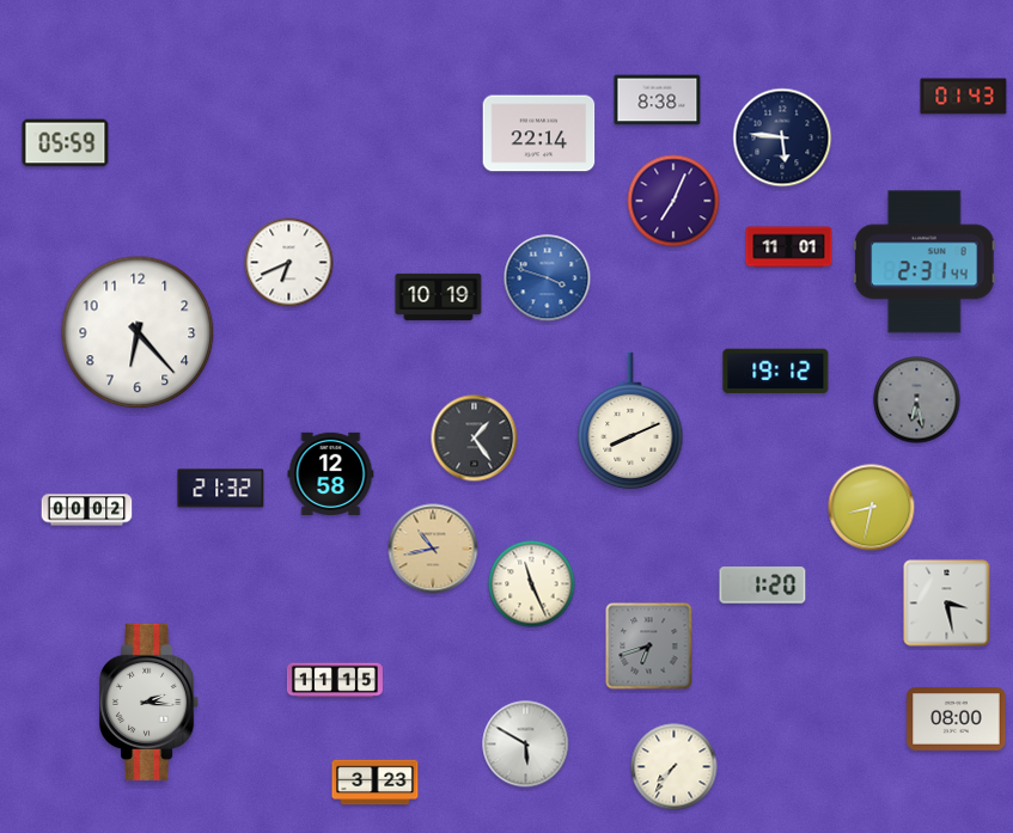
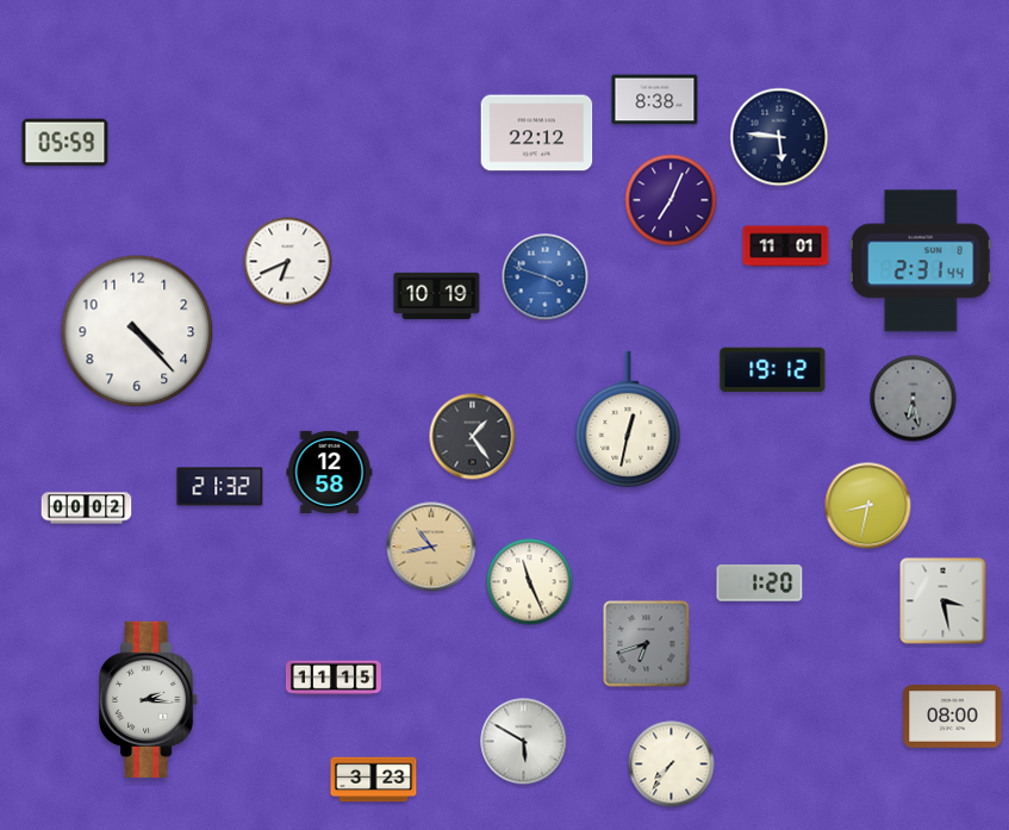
clock at (964, 97): 01:43 -> none
clock at (539, 134): 22:14 -> 22:12
clock at (138, 332): 6:23 -> 4:23
clock at (630, 421): 8:11 -> 12:32
